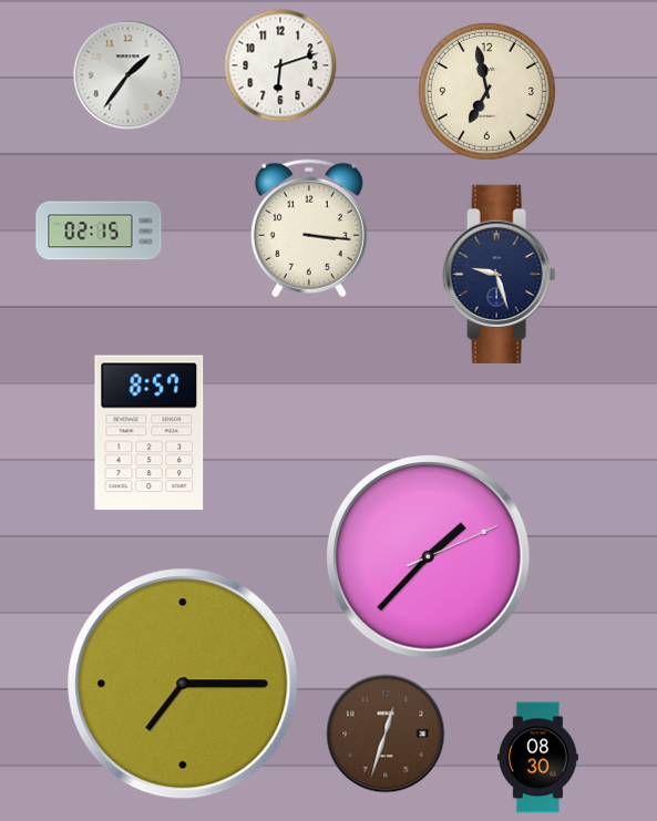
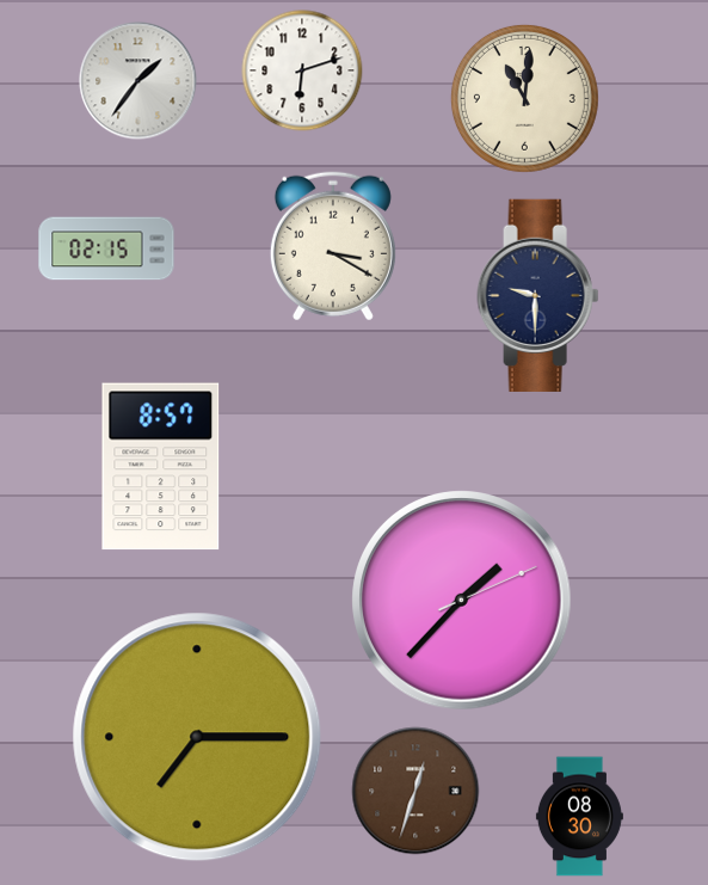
clock at (486, 91): 6:58 -> 11:01
clock at (309, 228): 3:16 -> 3:20
clock at (500, 274): 9:27 -> 9:30
